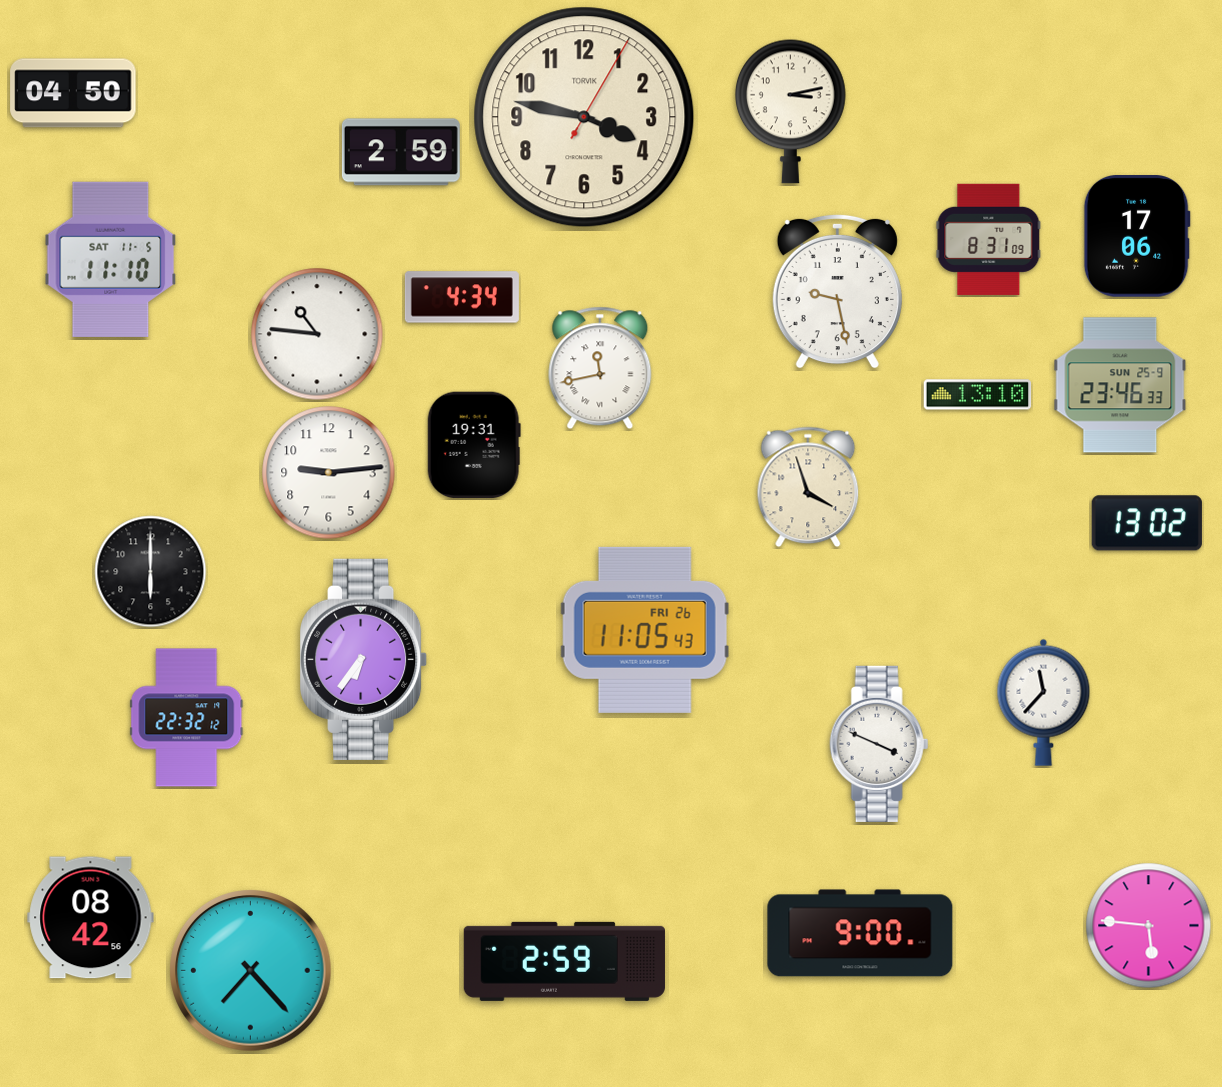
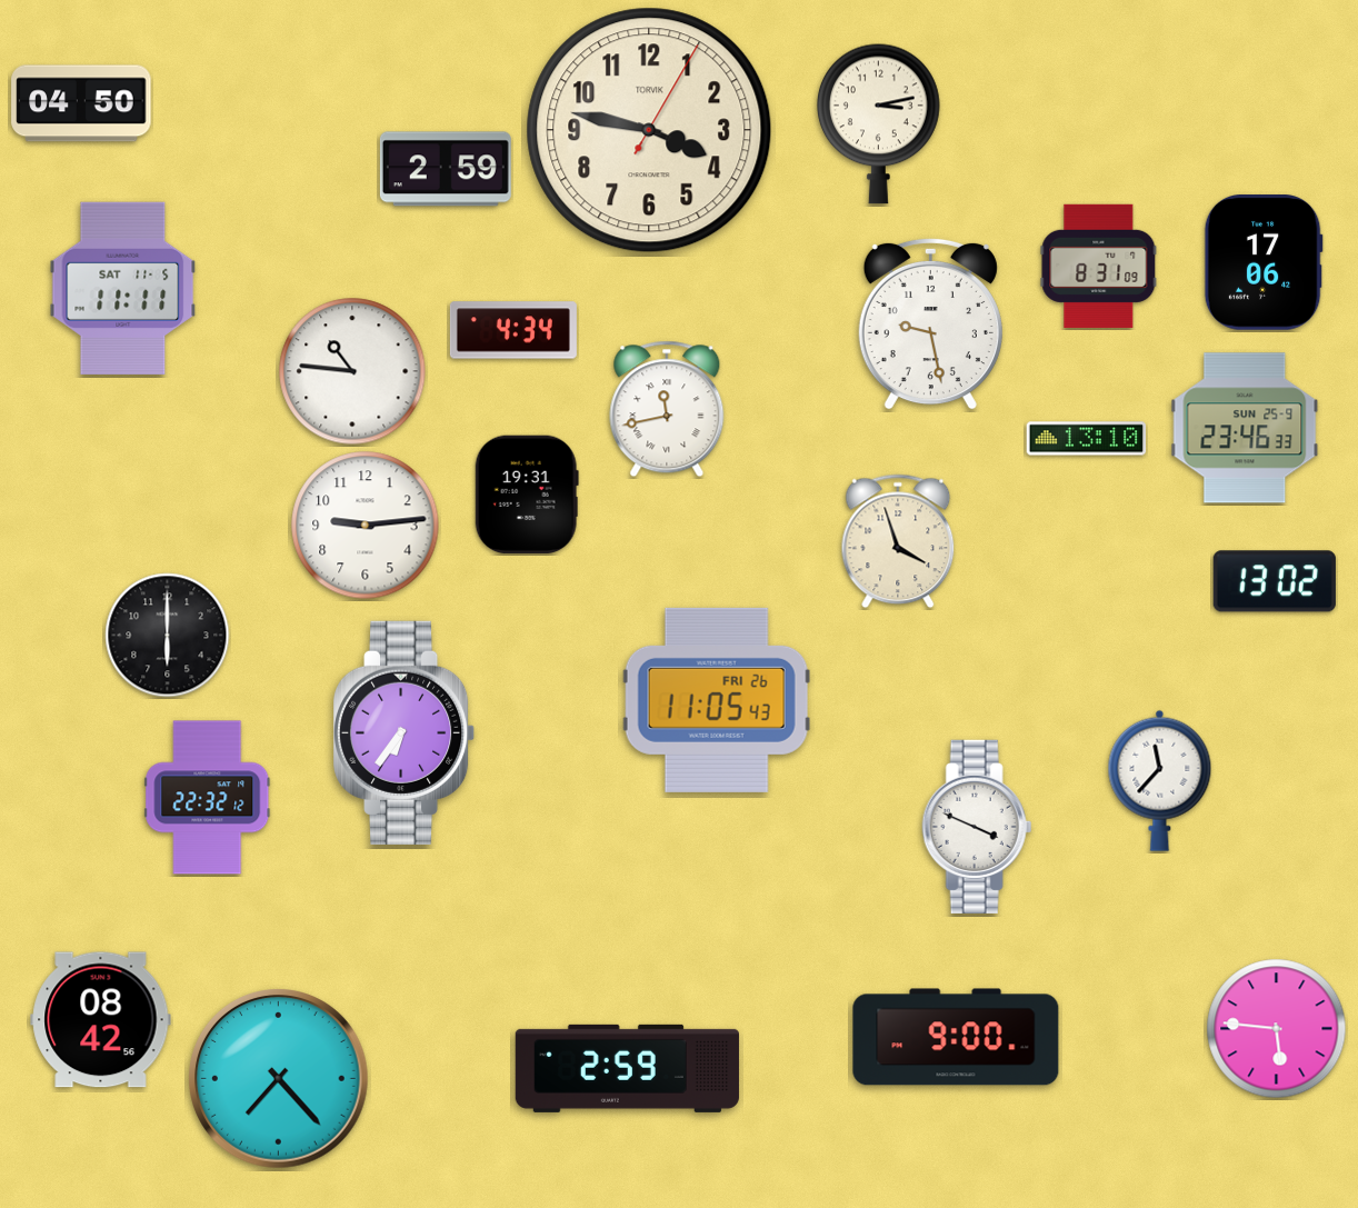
clock at (111, 259): 11:10 -> 11:11
